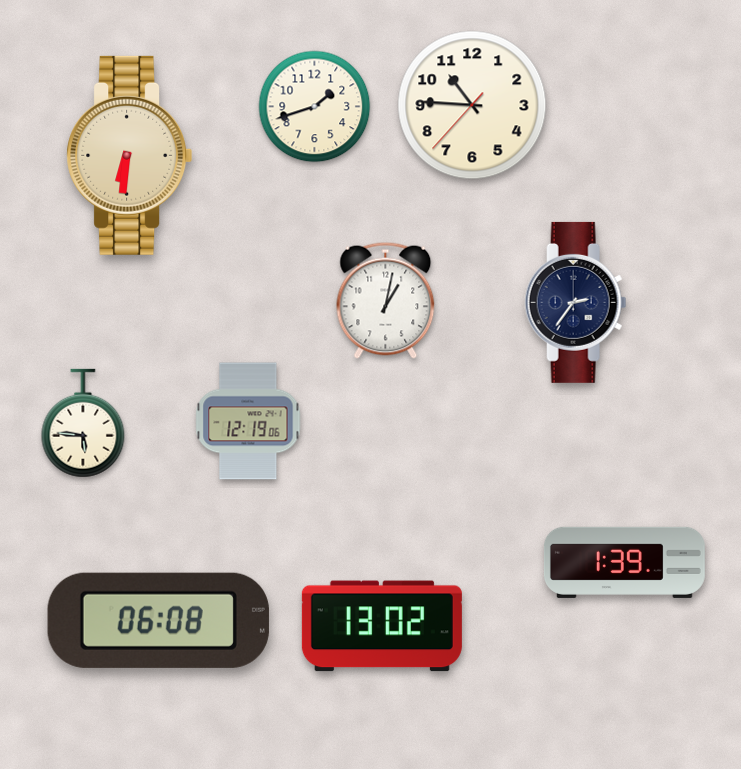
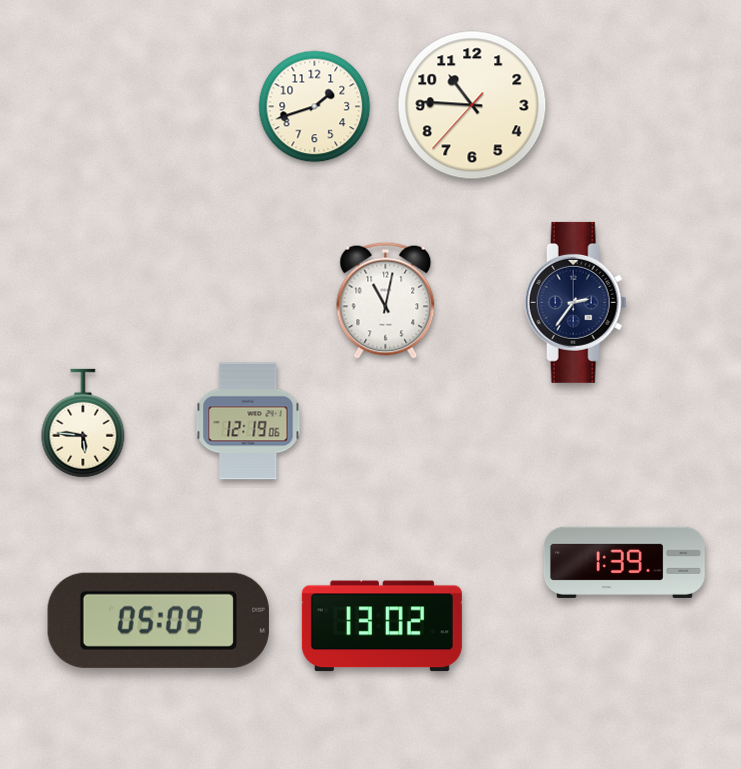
clock at (130, 155): 6:31 -> none
clock at (386, 300): 1:02 -> 11:02
clock at (158, 620): 06:08 -> 05:09
